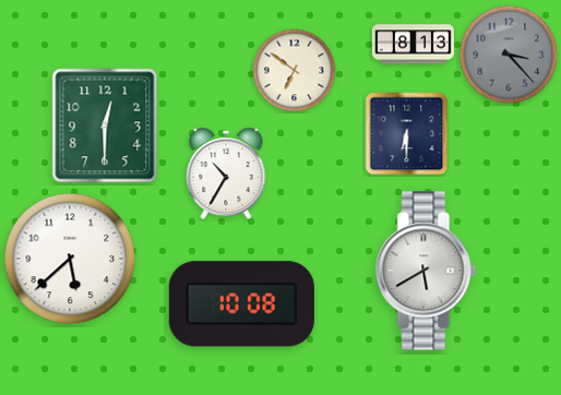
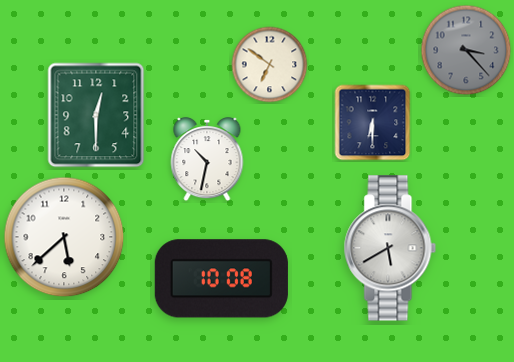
clock at (413, 45): 8:13 -> none
clock at (226, 173): 10:35 -> 10:32
